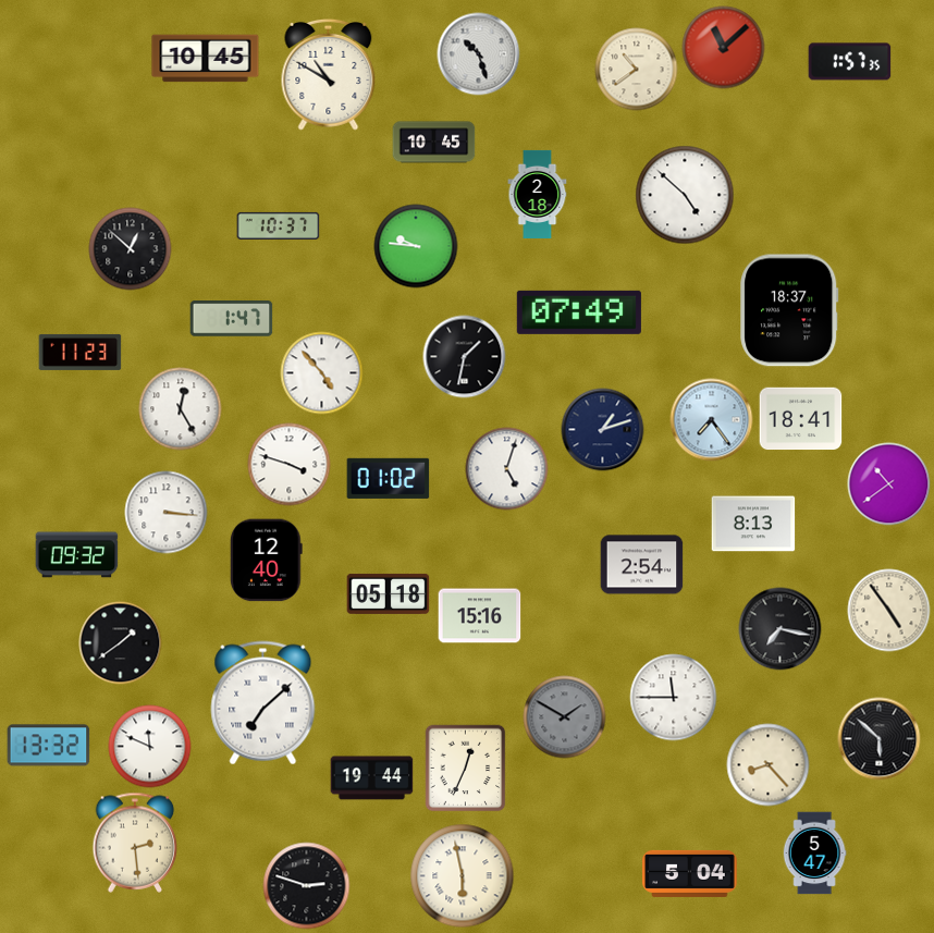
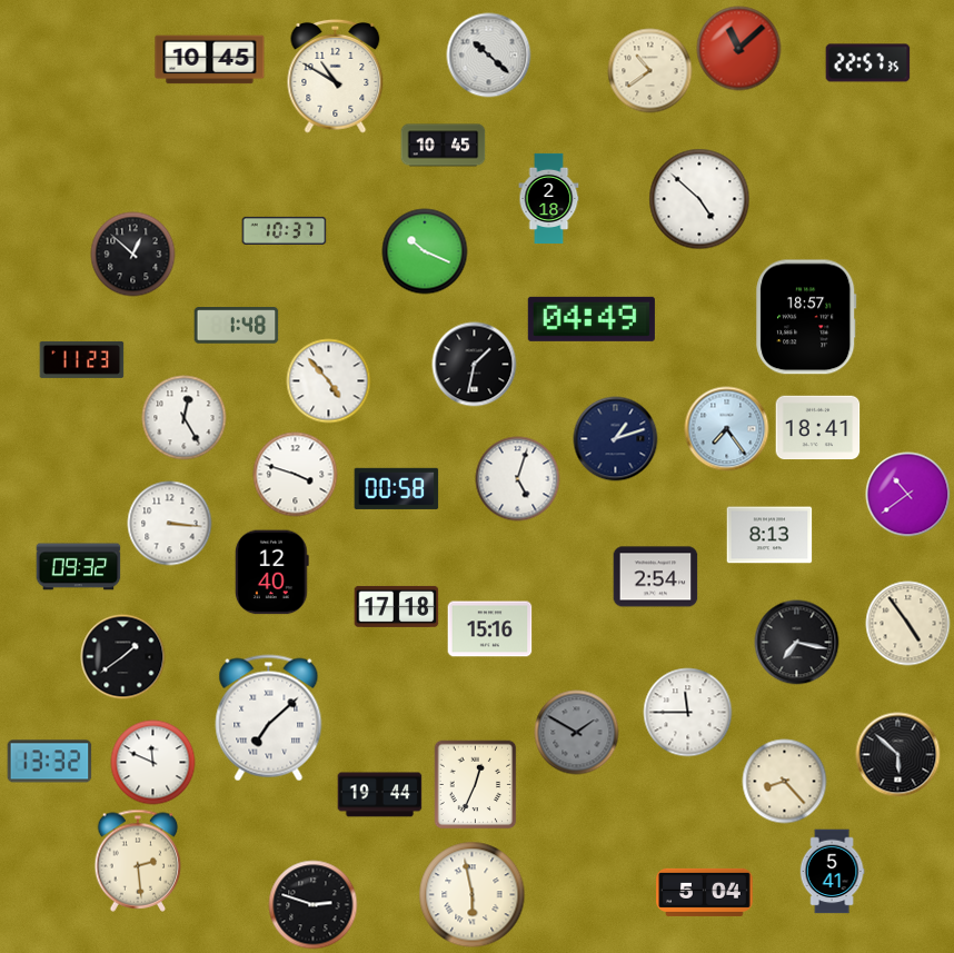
clock at (479, 54): 10:27 -> 10:22
clock at (850, 62): 1:57 -> 22:57
clock at (416, 246): 9:46 -> 10:19
clock at (789, 310): 18:37 -> 18:57
clock at (579, 312): 07:49 -> 04:49
clock at (232, 319): 1:47 -> 1:48
clock at (389, 478): 01:02 -> 00:58
clock at (389, 593): 05:18 -> 17:18
clock at (814, 854): 5:47 -> 5:41
